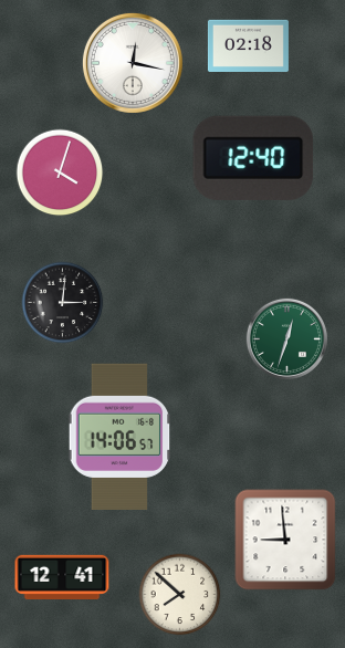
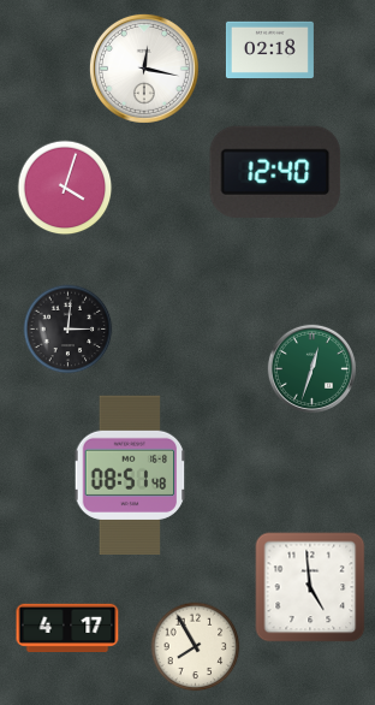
clock at (119, 436): 14:06 -> 08:51
clock at (285, 540): 8:59 -> 4:59
clock at (62, 576): 12:41 -> 4:17
clock at (180, 595): 7:52 -> 7:55
